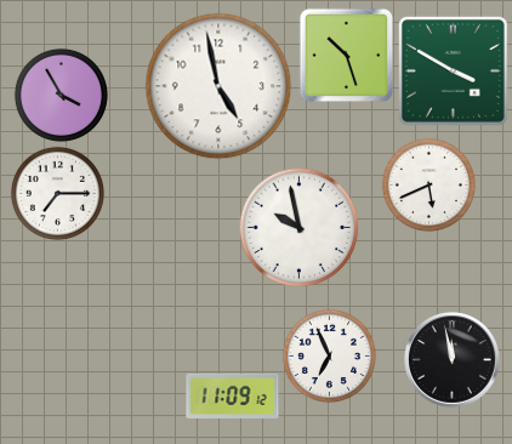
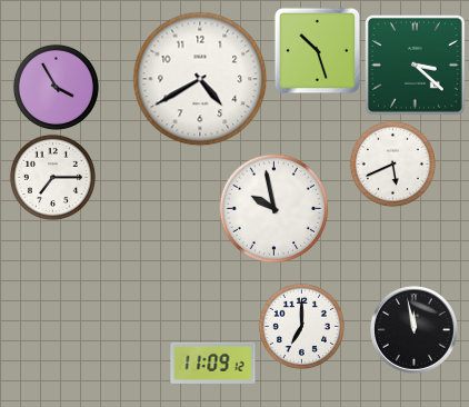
clock at (453, 70): 3:50 -> 3:22
clock at (218, 86): 4:58 -> 4:40
clock at (428, 184) position: (428, 184) -> (392, 163)
clock at (329, 355): 6:56 -> 7:00
